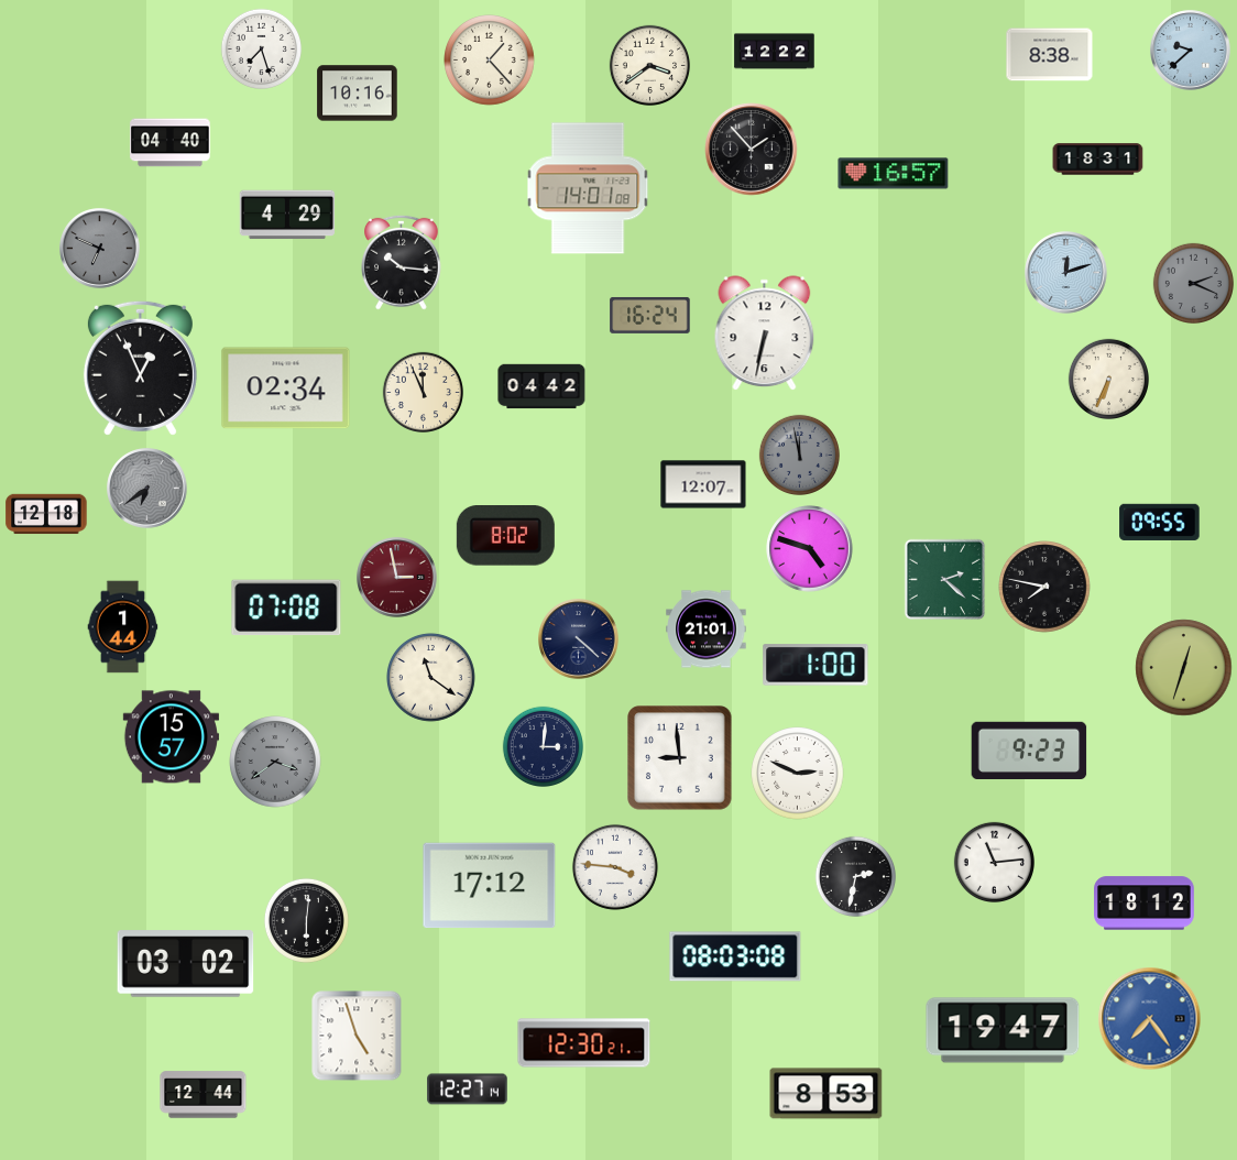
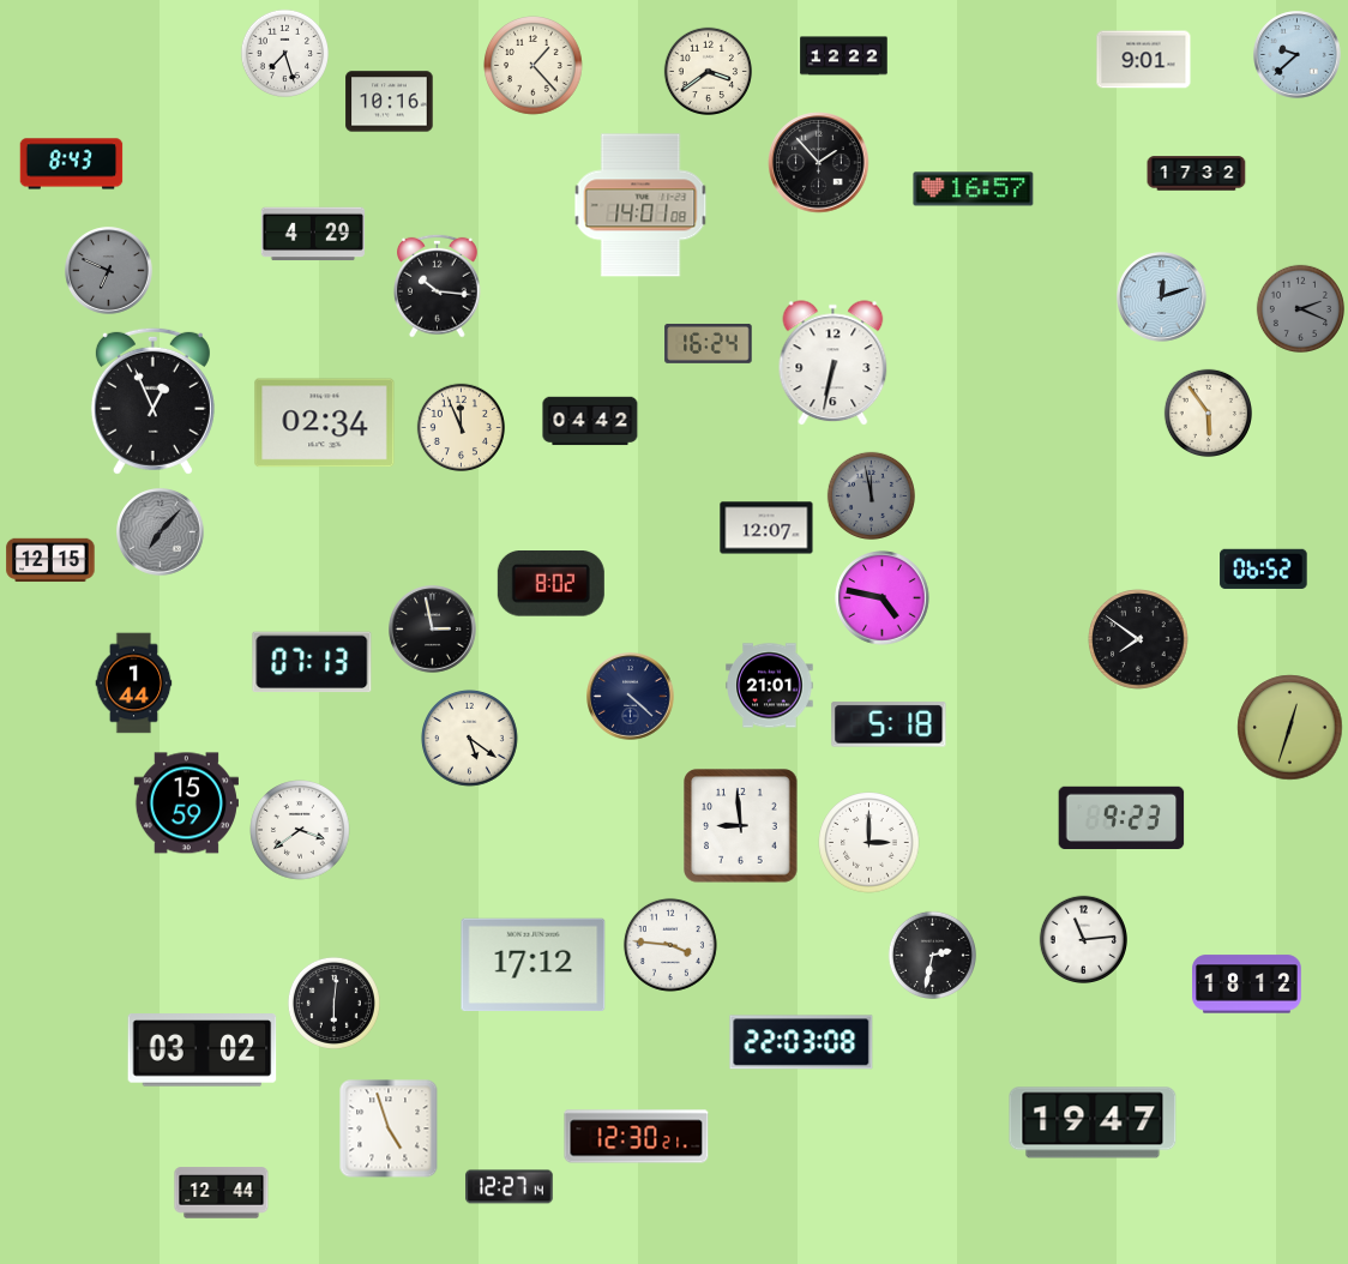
clock at (1050, 55): 8:38 -> 9:01
clock at (171, 143): 04:40 -> none
clock at (72, 164): none -> 8:43
clock at (1098, 160): 18:31 -> 17:32
clock at (1108, 379): 6:34 -> 5:54
clock at (286, 389) position: (286, 389) -> (325, 423)
clock at (147, 489): 6:39 -> 7:07
clock at (46, 514): 12:18 -> 12:15
clock at (1160, 522): 09:55 -> 06:52
clock at (810, 549): 4:48 -> 4:47
clock at (397, 578) dial: burgundy -> black
clock at (945, 580): 2:22 -> none
clock at (1044, 587): 7:47 -> 7:51
clock at (286, 608): 07:08 -> 07:13
clock at (815, 665): 1:00 -> 5:18
clock at (431, 678): 11:21 -> 5:21
clock at (171, 737): 15:57 -> 15:59
clock at (543, 746): 3:01 -> none
clock at (275, 762) dial: grey -> white
clock at (798, 774): 2:49 -> 3:00
clock at (735, 956): 08:03 -> 22:03
clock at (1150, 1019): 7:24 -> none
clock at (827, 1094): 8:53 -> none
